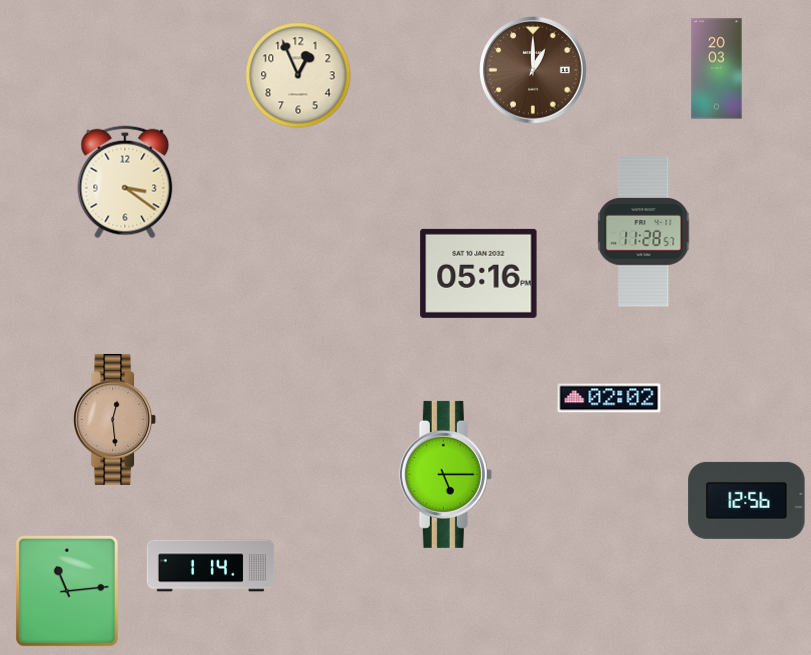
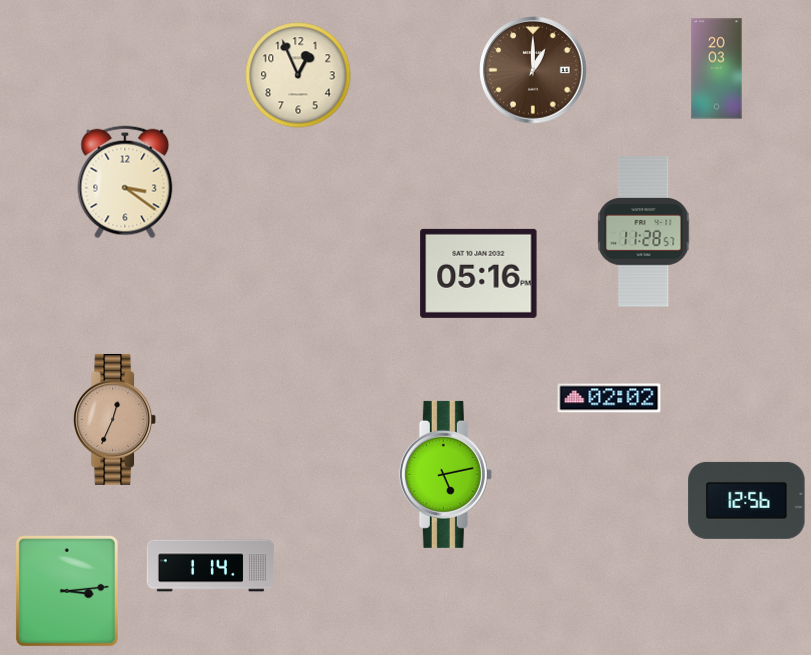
clock at (115, 419): 12:29 -> 12:34
clock at (445, 474): 5:15 -> 5:13
clock at (68, 592): 11:14 -> 3:14
